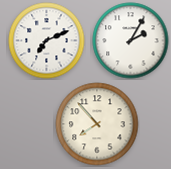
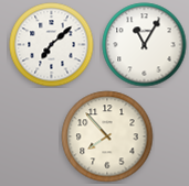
clock at (47, 41): 7:11 -> 7:08
clock at (131, 41): 2:05 -> 11:05
